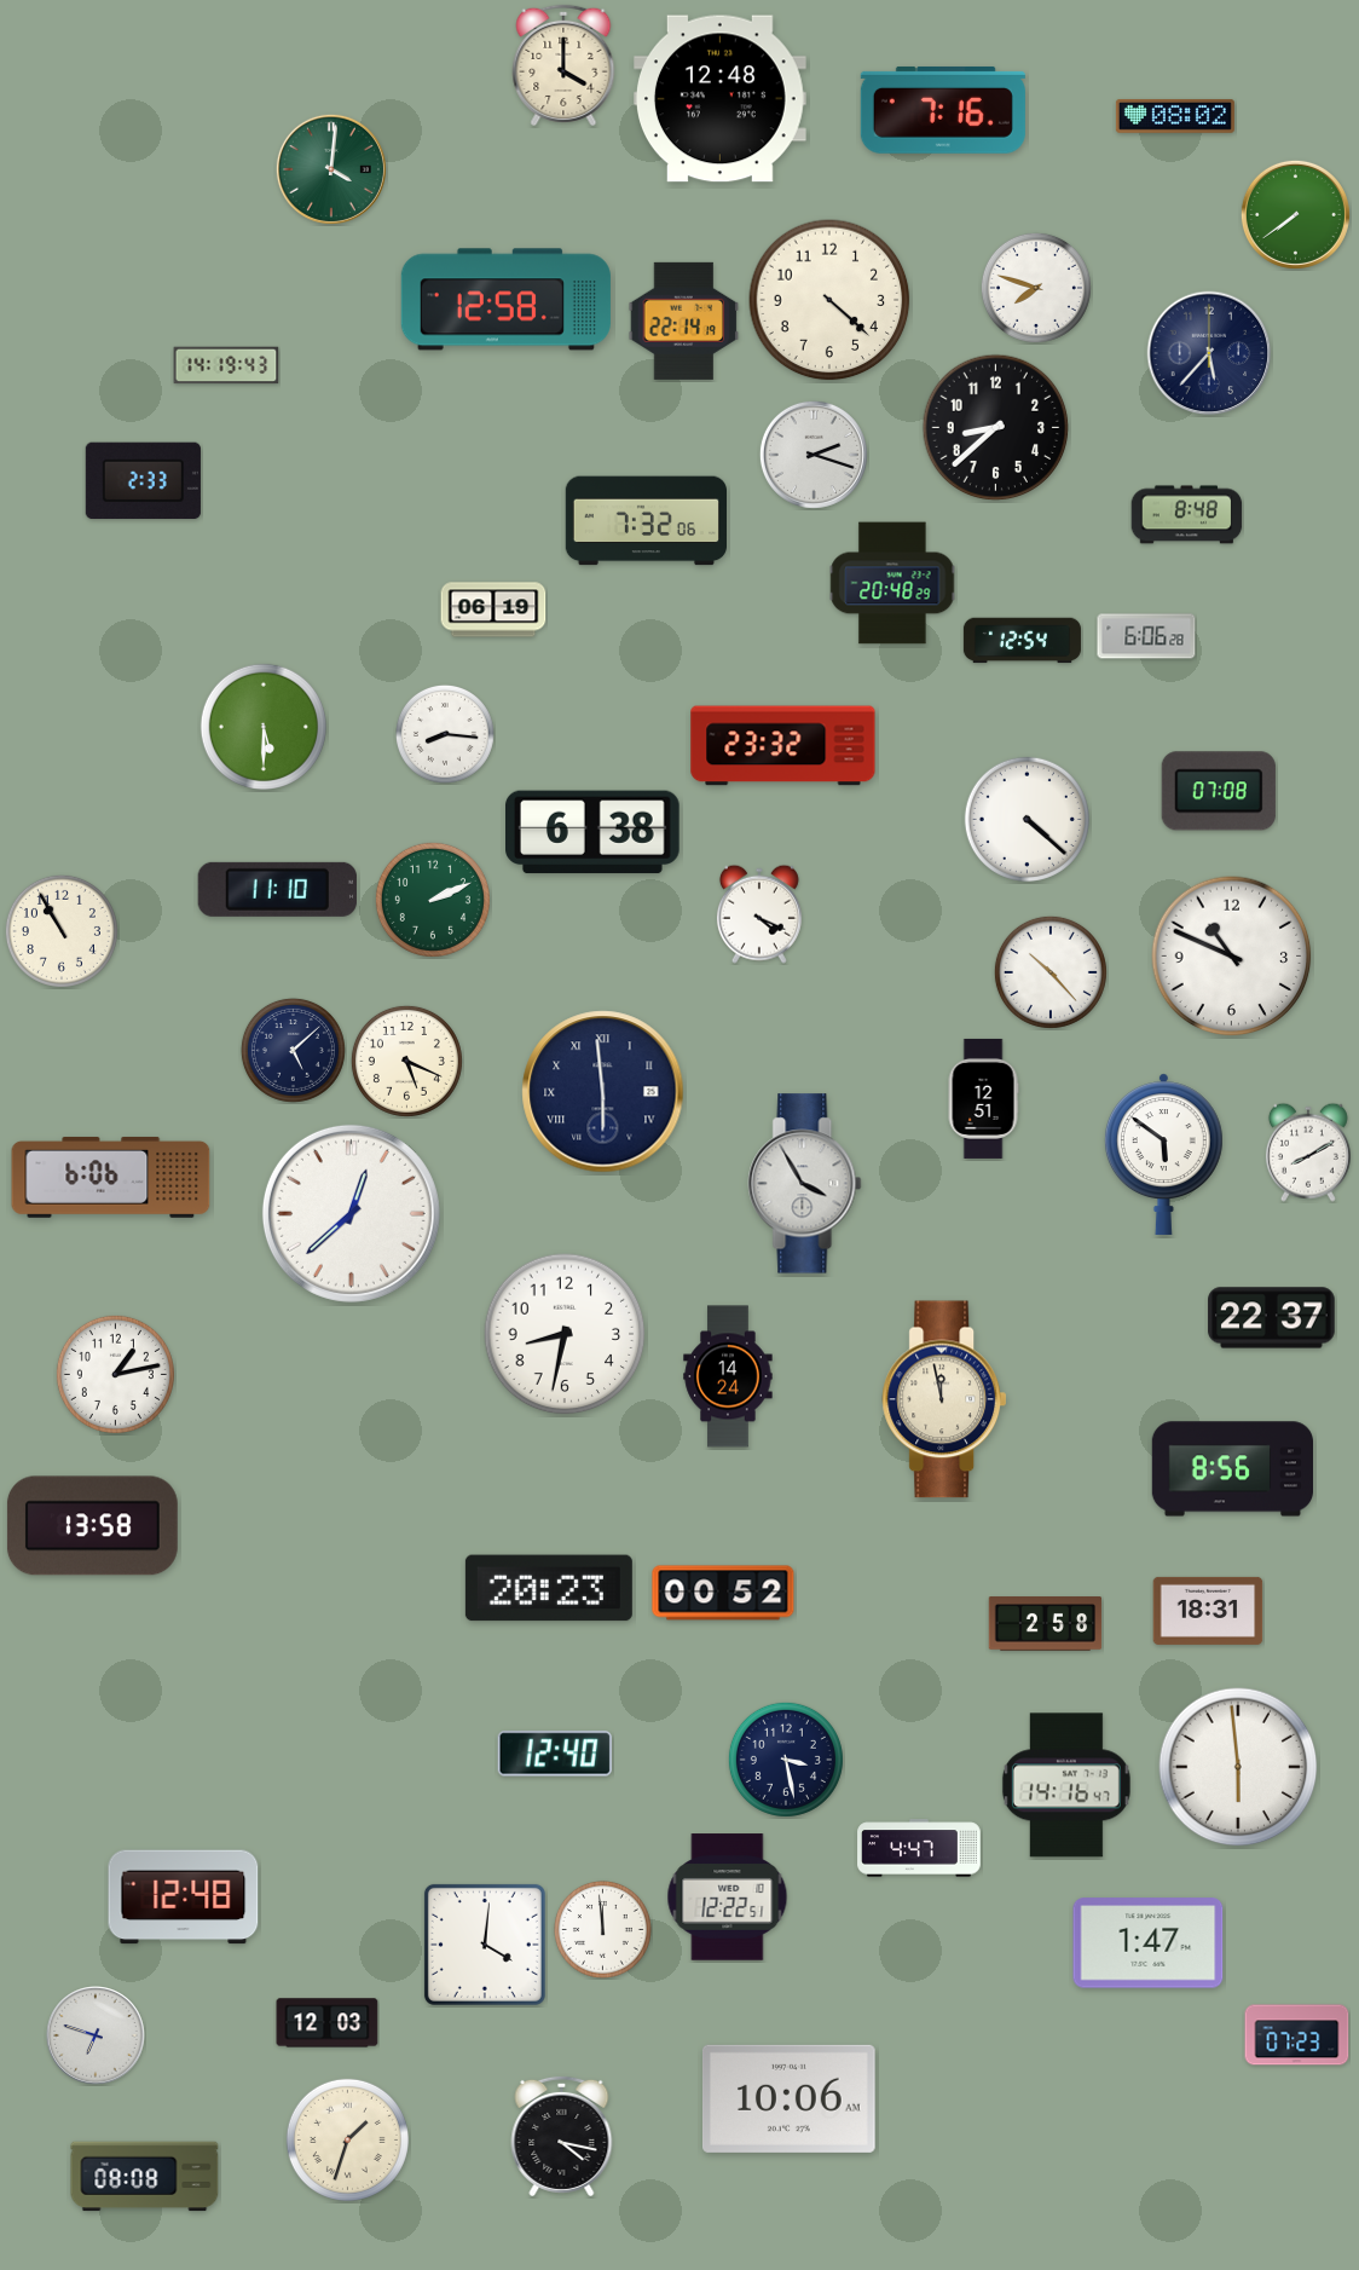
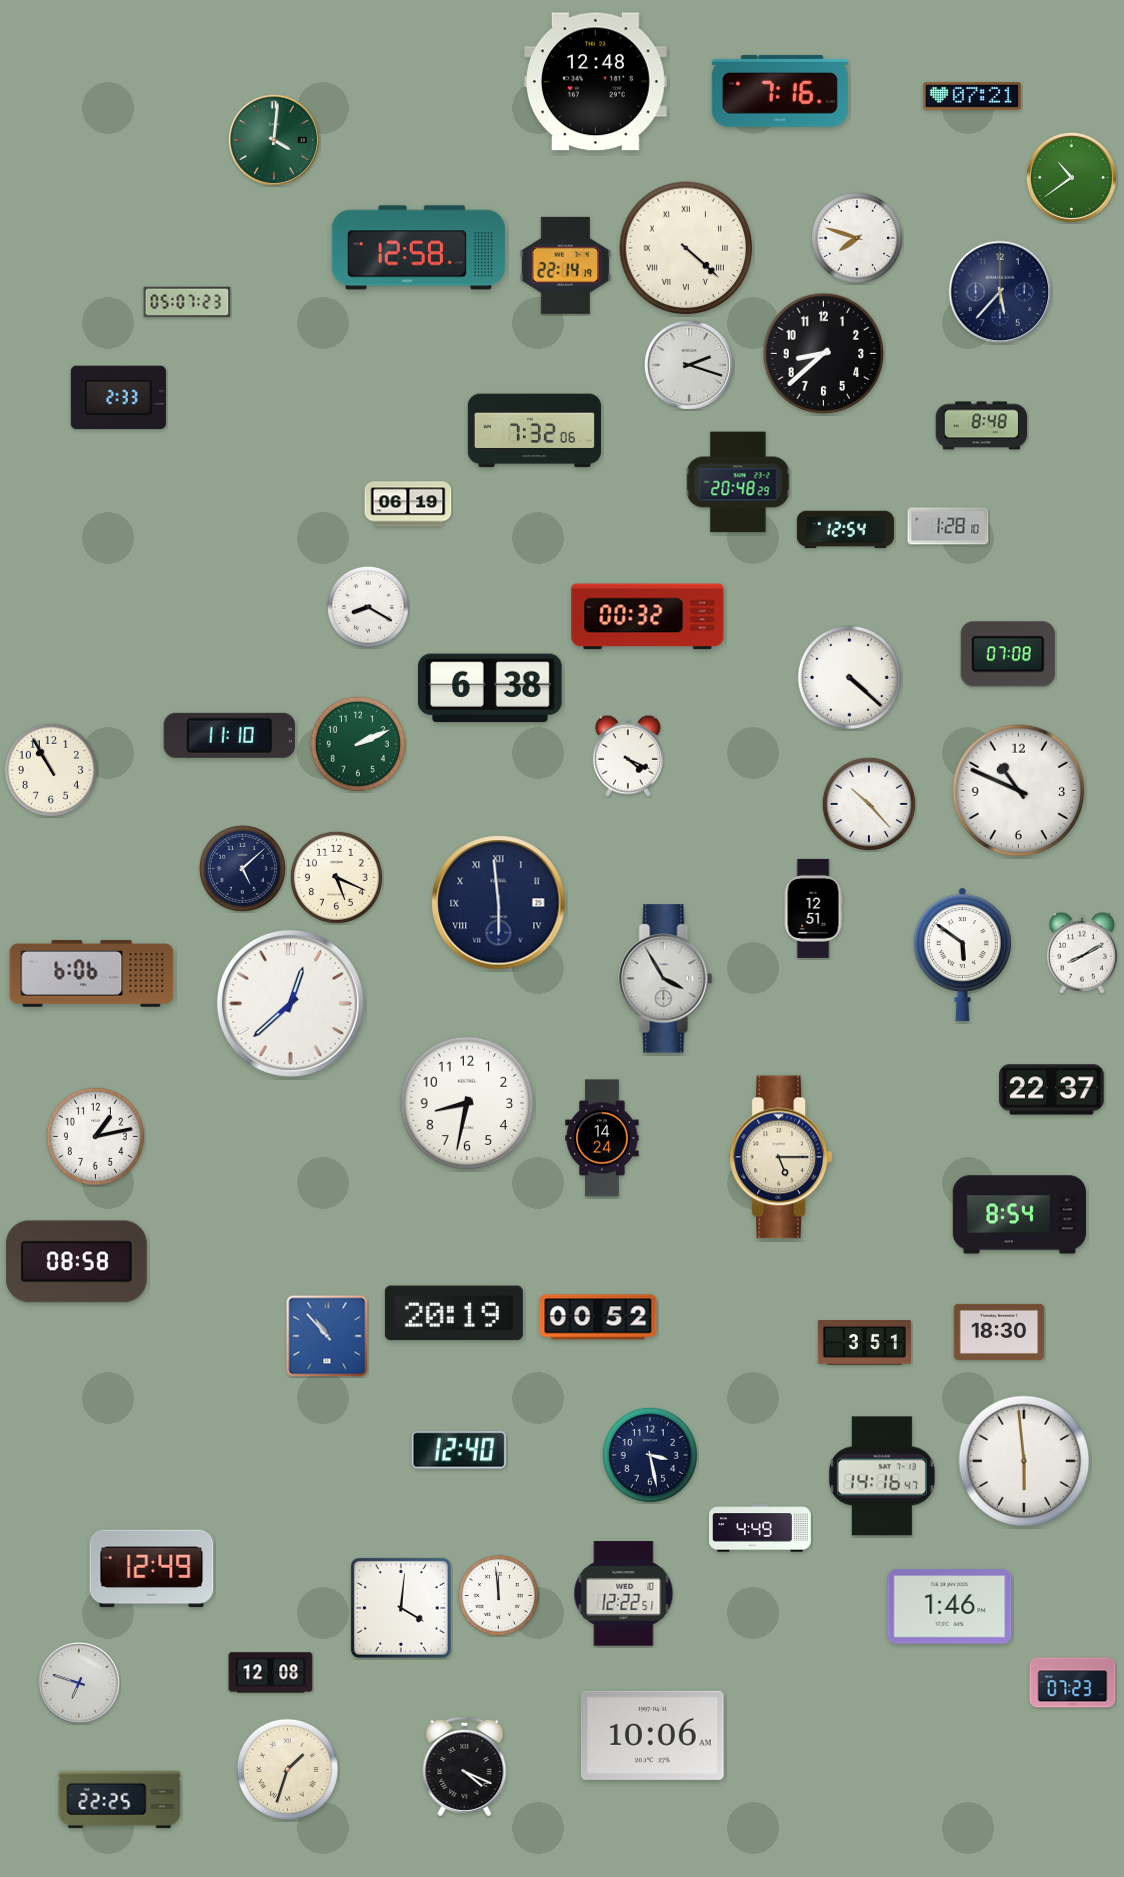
clock at (563, 64): 4:00 -> none
clock at (1175, 116): 08:02 -> 07:21
clock at (1295, 214): 7:39 -> 10:39
clock at (829, 300) numerals: Arabic -> Roman
clock at (226, 365): 14:19 -> 05:07
clock at (814, 455) position: (814, 455) -> (689, 365)
clock at (1146, 636): 6:06 -> 1:28
clock at (264, 727): 5:30 -> none
clock at (445, 734): 8:16 -> 8:20
clock at (783, 746): 23:32 -> 00:32
clock at (943, 1399): 11:58 -> 5:15
clock at (1232, 1469): 8:56 -> 8:54
clock at (92, 1526): 13:58 -> 08:58
clock at (549, 1588): 20:23 -> 20:19
clock at (1208, 1611): 18:31 -> 18:30
clock at (327, 1336): none -> 10:53
clock at (1046, 1624): 2:58 -> 3:51
clock at (919, 1848): 4:47 -> 4:49
clock at (184, 1898): 12:48 -> 12:49
clock at (728, 1898) position: (728, 1898) -> (624, 1594)
clock at (1149, 1943): 1:47 -> 1:46
clock at (328, 2023): 12:03 -> 12:08
clock at (562, 2136): 4:17 -> 4:19
clock at (145, 2177): 08:08 -> 22:25
